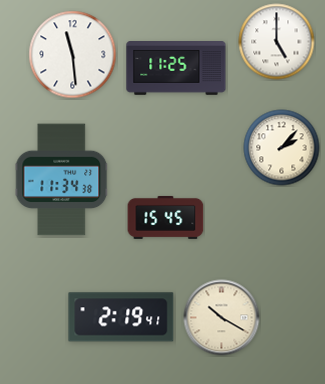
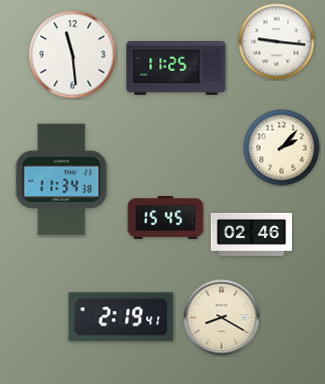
clock at (277, 42): 5:00 -> 9:16
clock at (252, 234): none -> 02:46
clock at (222, 318): 10:20 -> 8:20
